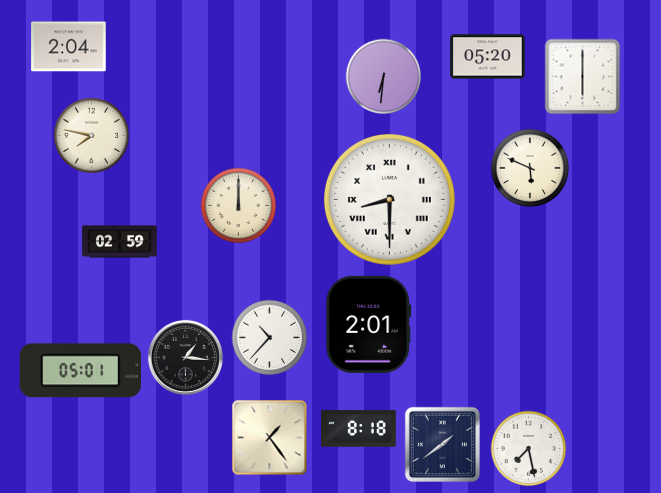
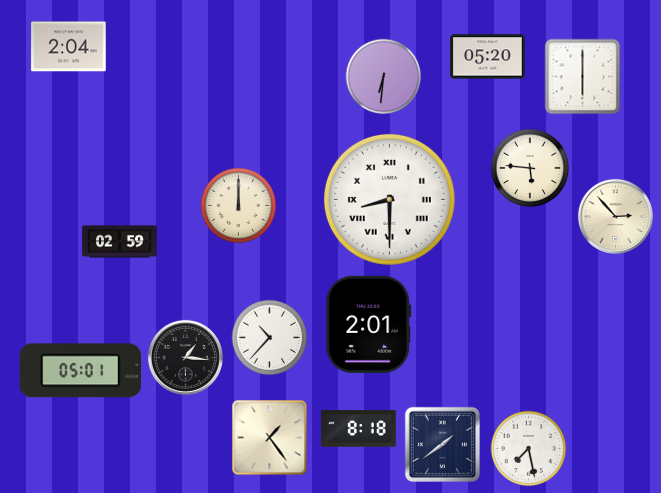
clock at (92, 136): 7:47 -> none
clock at (530, 168): 5:49 -> 5:46
clock at (615, 216): none -> 2:53
